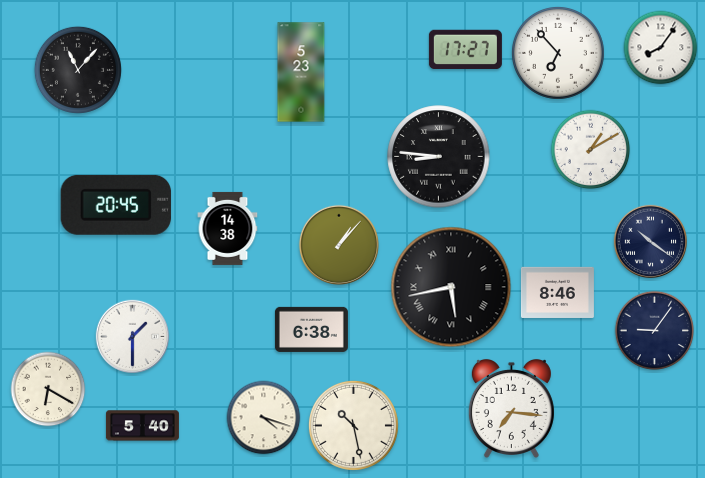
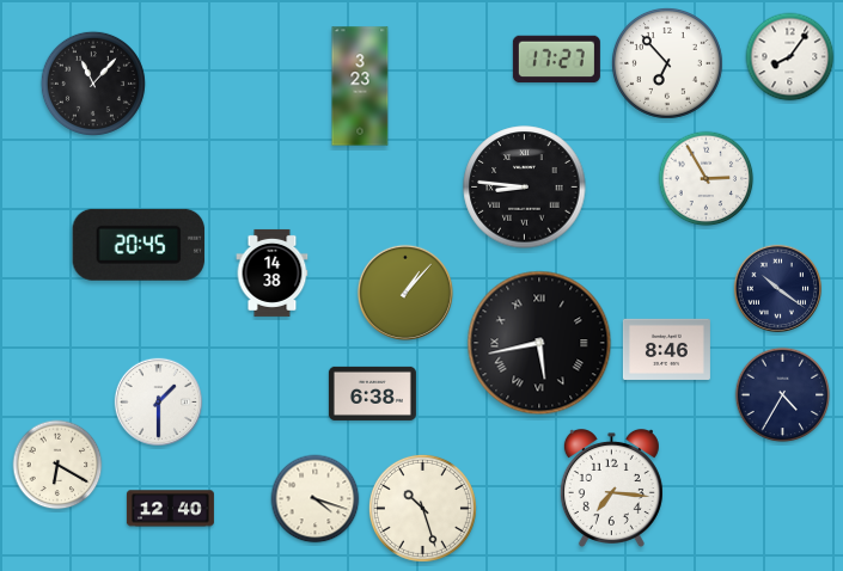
clock at (301, 72): 5:23 -> 3:23
clock at (591, 150): 1:10 -> 2:55
clock at (655, 331): 9:06 -> 4:35
clock at (353, 425): 10:28 -> 10:27
clock at (142, 426): 5:40 -> 12:40
